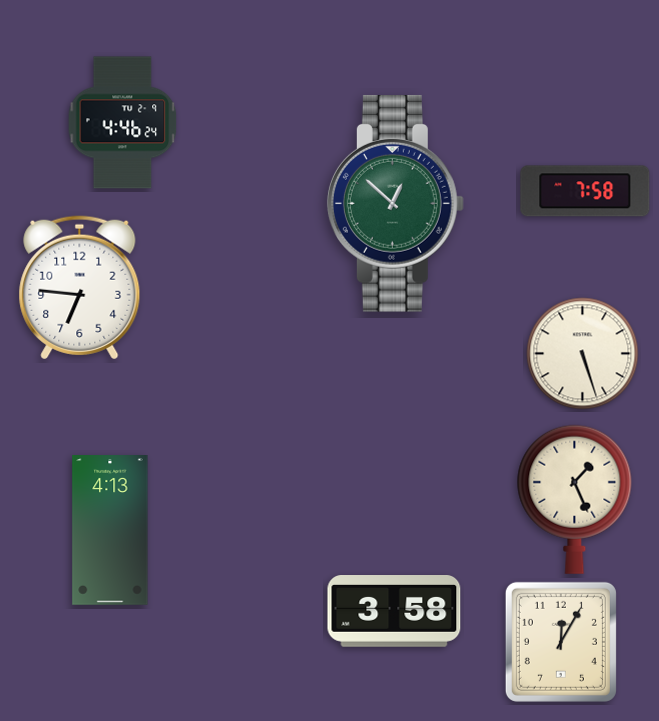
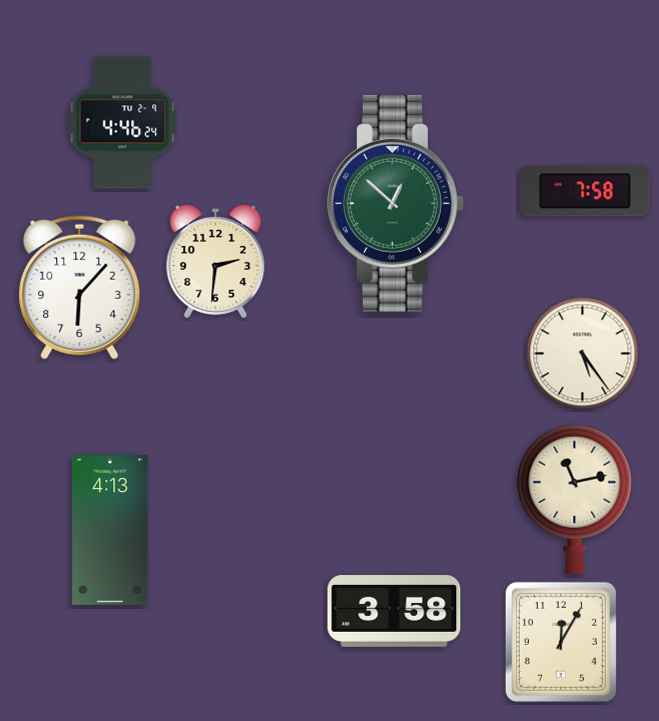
clock at (216, 261): none -> 2:31
clock at (80, 288): 6:46 -> 6:07
clock at (583, 354): 5:27 -> 5:24
clock at (575, 499): 1:26 -> 11:13
